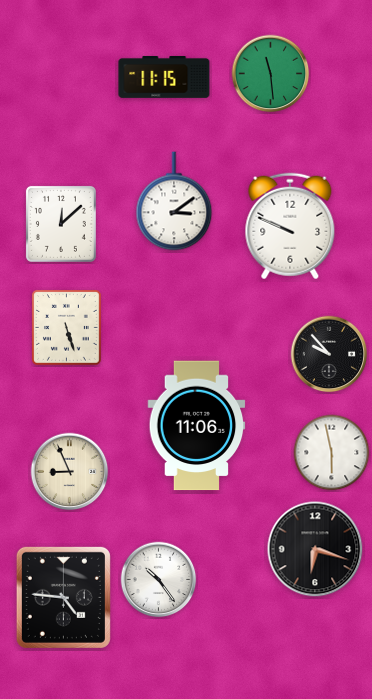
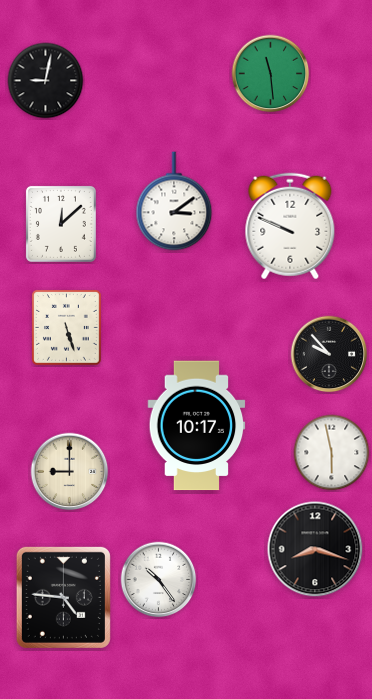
clock at (164, 78): 11:15 -> none
clock at (46, 81): none -> 9:02
clock at (197, 426): 11:06 -> 10:17
clock at (70, 472): 8:56 -> 9:00
clock at (315, 549): 6:18 -> 8:18
